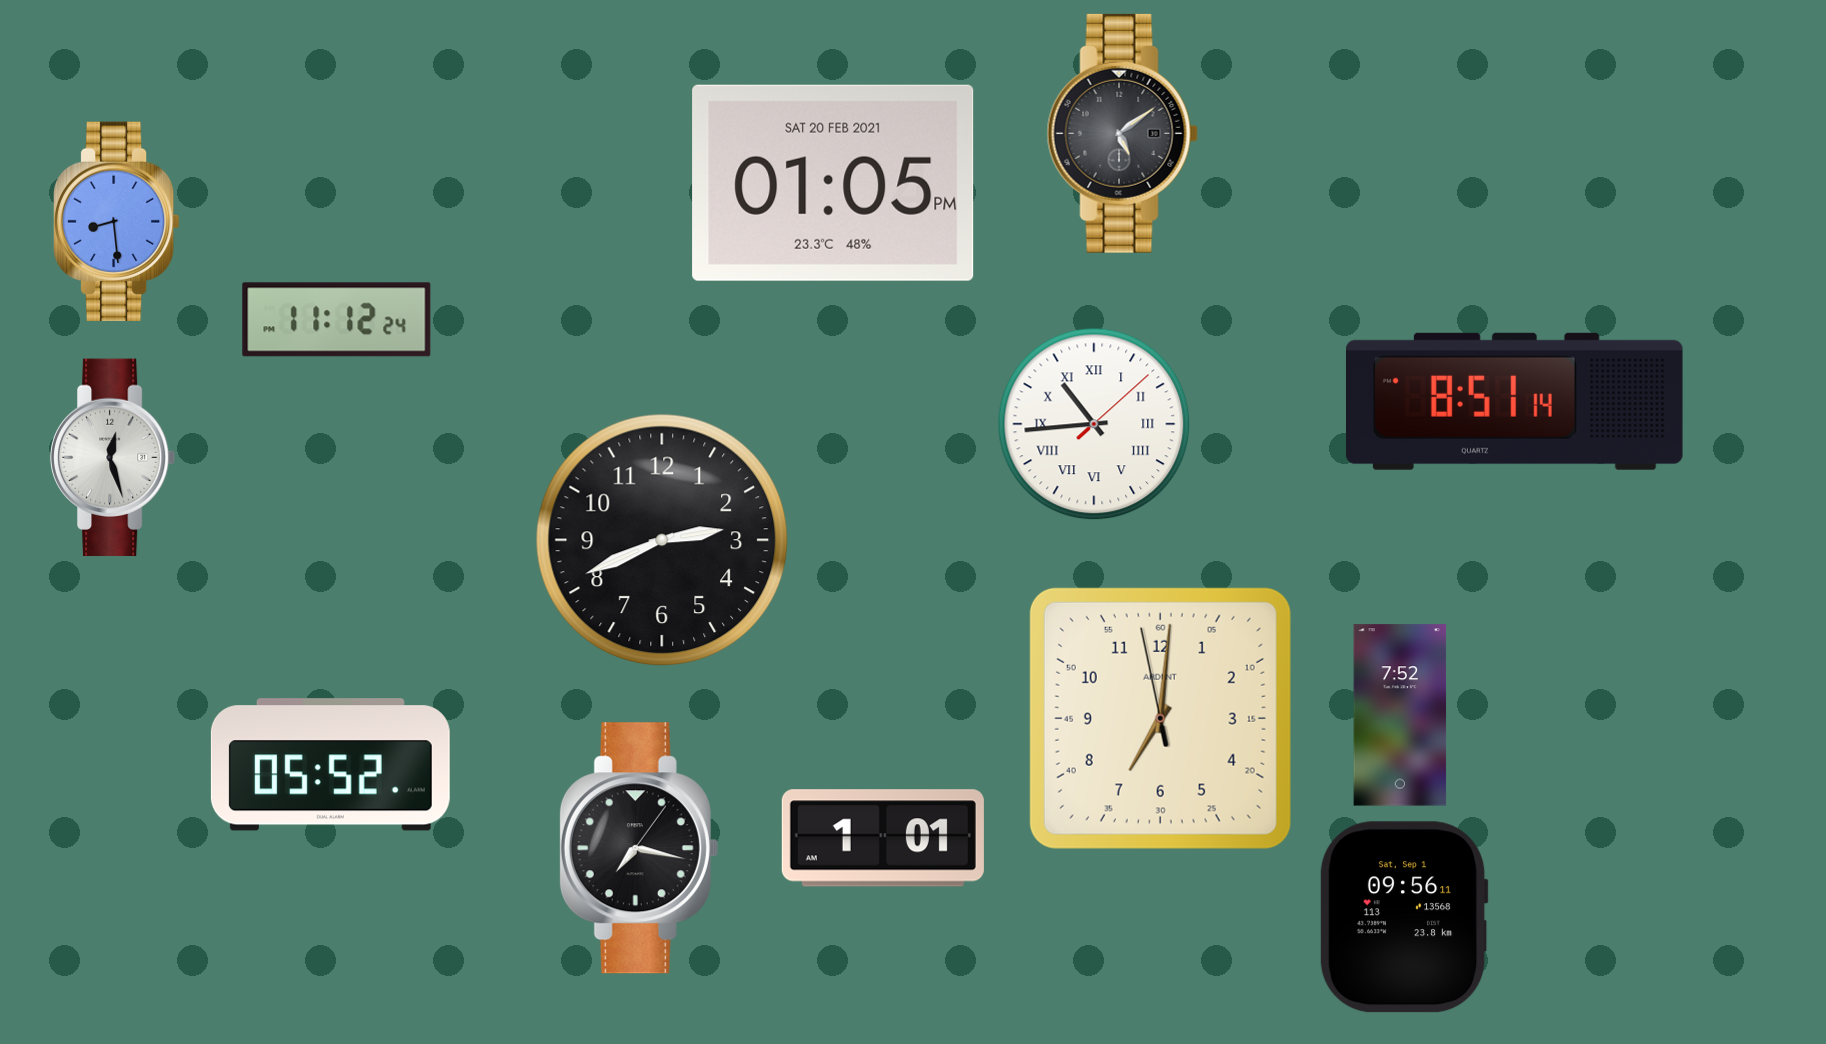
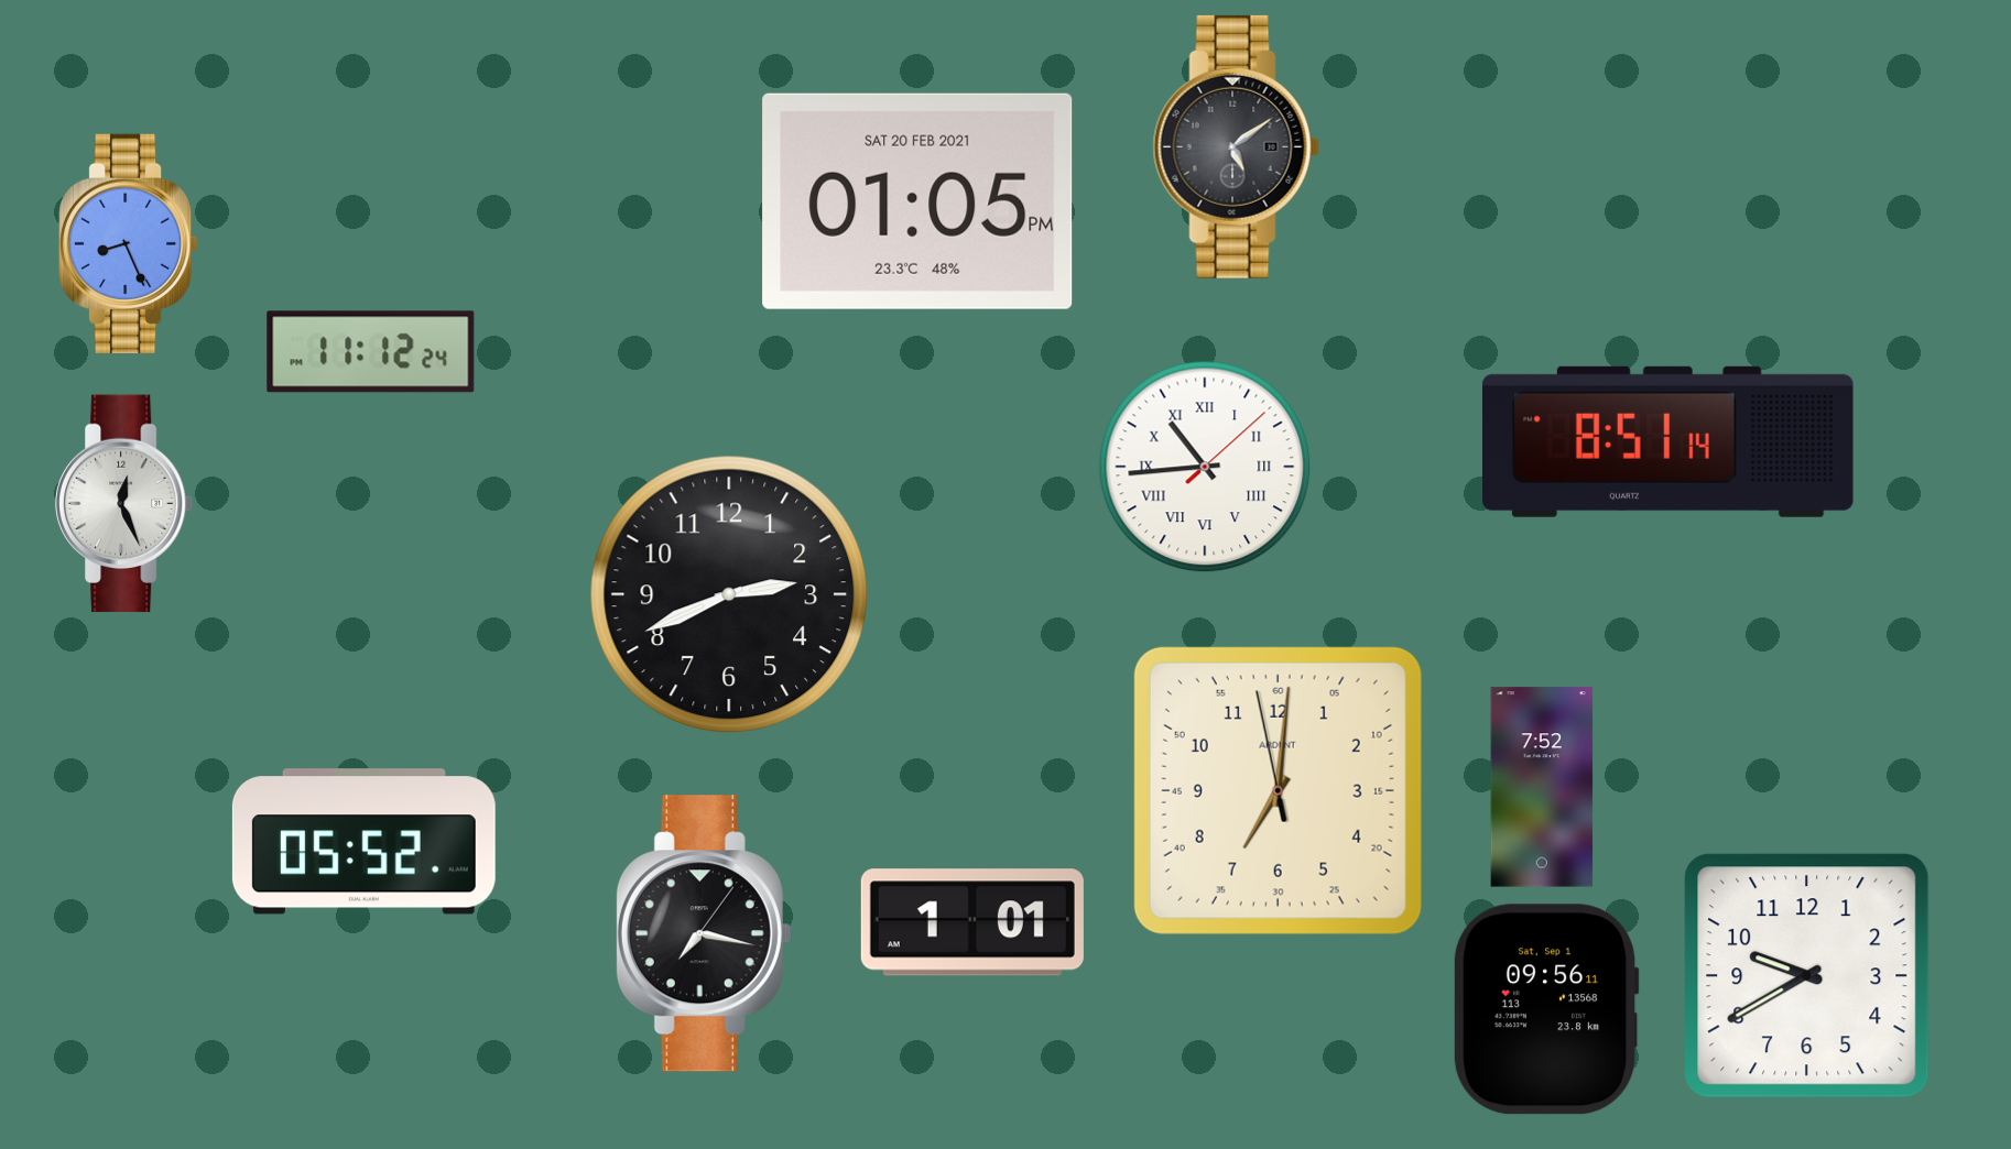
clock at (117, 221): 8:29 -> 8:26
clock at (113, 458): 12:27 -> 12:26
clock at (1807, 976): none -> 9:40
